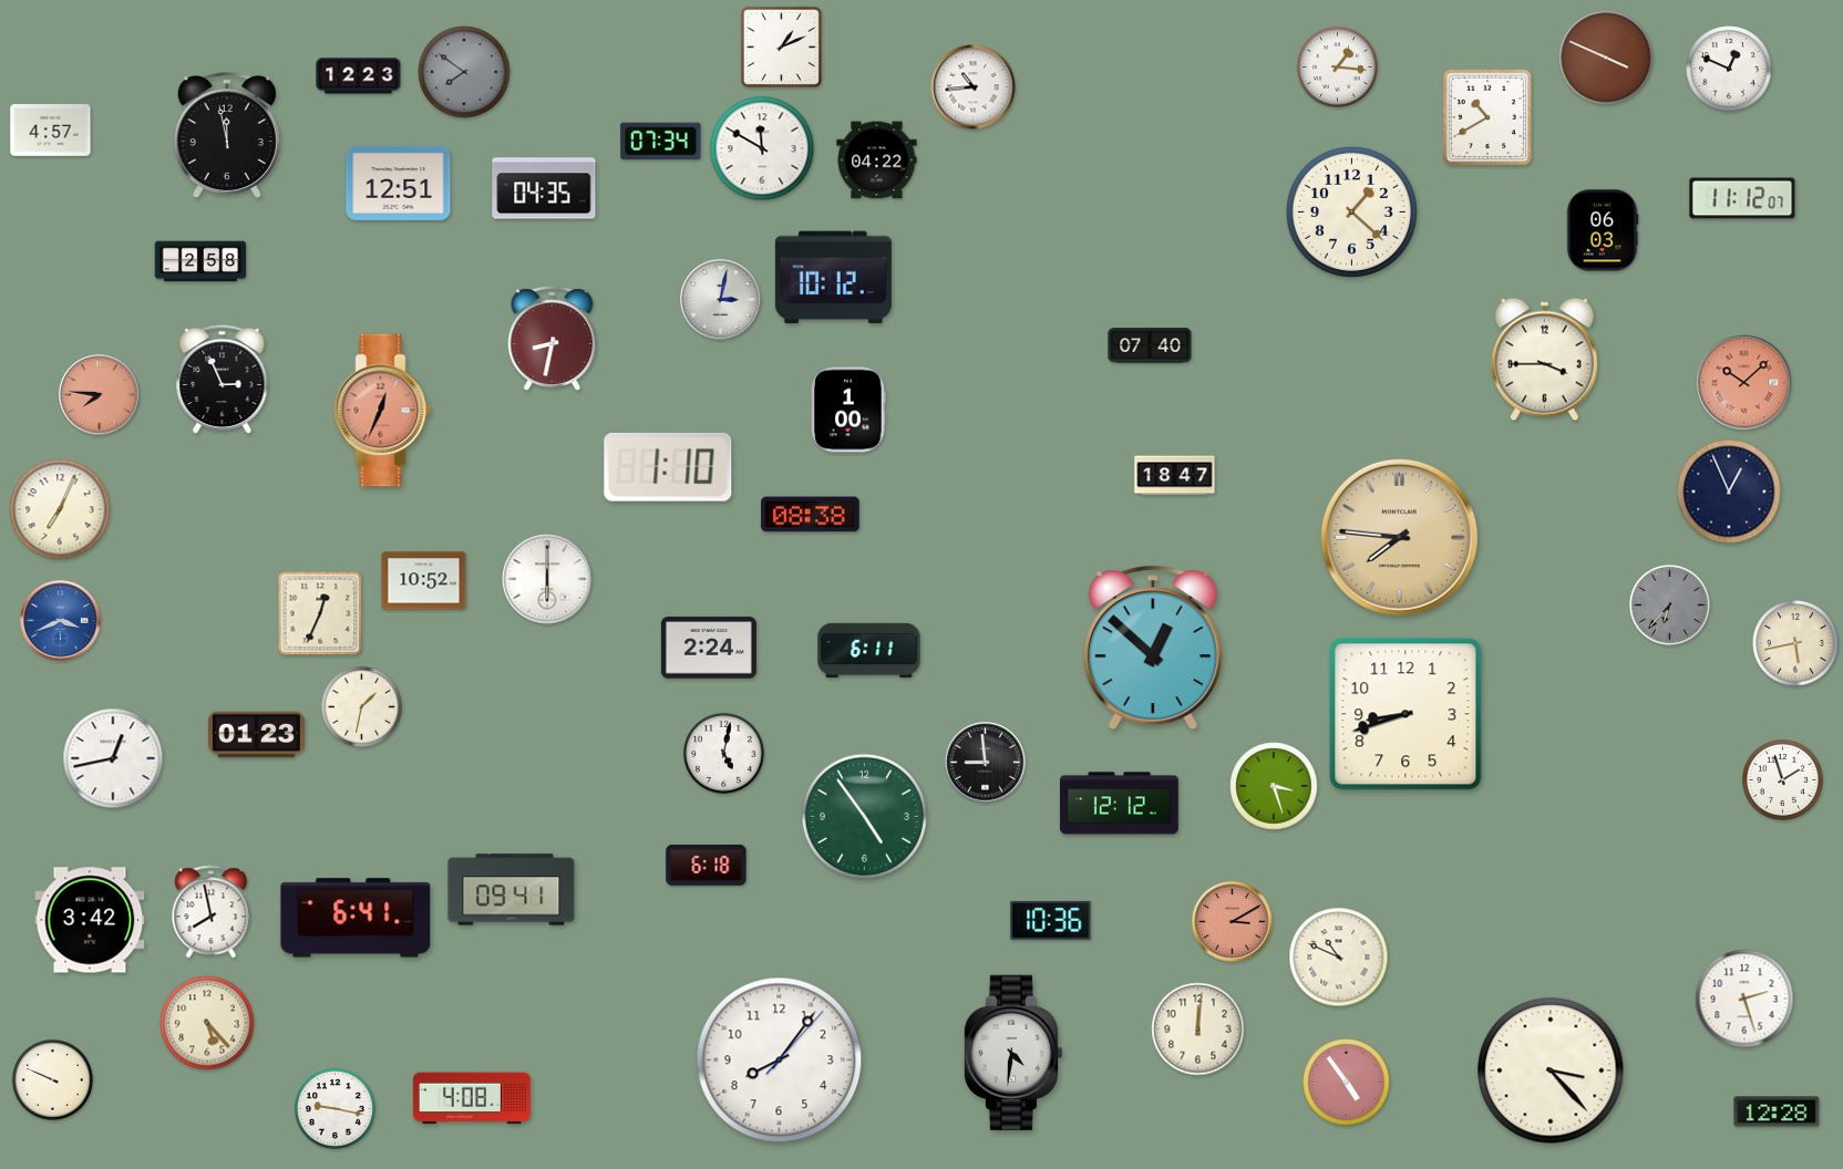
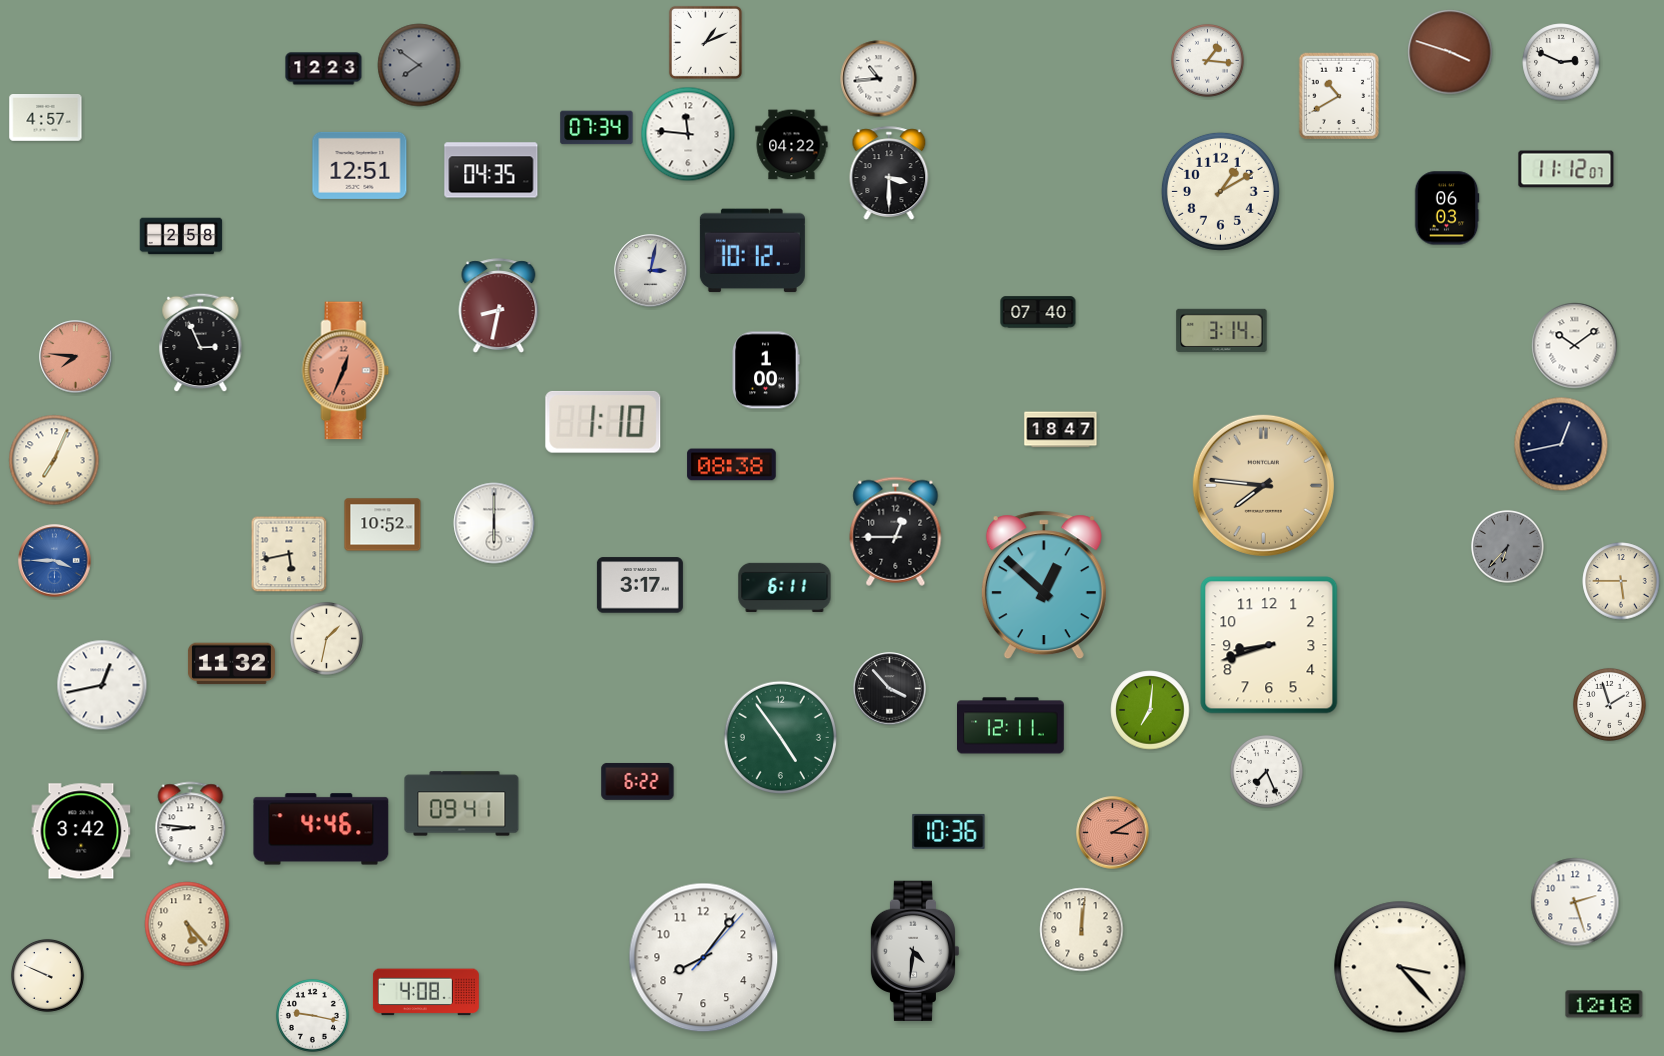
clock at (1606, 58): 3:49 -> 3:48
clock at (1729, 69): 12:49 -> 2:49
clock at (1487, 117) position: (1487, 117) -> (1339, 96)
clock at (227, 136): 11:58 -> none
clock at (762, 148): 11:50 -> 11:46
clock at (889, 173): none -> 3:30
clock at (1742, 198) position: (1742, 198) -> (1566, 169)
clock at (1351, 211): 1:22 -> 1:10
clock at (1545, 360): 3:45 -> none
clock at (1222, 330): none -> 3:14
clock at (1744, 383): 10:08 -> 10:09
clock at (1744, 383) dial: salmon -> white
clock at (100, 395) position: (100, 395) -> (76, 357)
clock at (1729, 492): 12:56 -> 12:43
clock at (896, 531): none -> 12:45
clock at (320, 613): 12:34 -> 5:43
clock at (61, 621): 3:41 -> 3:45
clock at (1795, 643): 5:43 -> 5:45
clock at (709, 648): 2:24 -> 3:17
clock at (1153, 648) position: (1153, 648) -> (1044, 585)
clock at (256, 735): 01:23 -> 11:32
clock at (723, 753): 5:02 -> none
clock at (986, 763): 8:59 -> 3:53
clock at (1274, 786): 3:27 -> 7:01
clock at (1120, 804): 12:12 -> 12:11
clock at (1266, 771): none -> 7:26
clock at (707, 865): 6:18 -> 6:22
clock at (212, 912): 7:58 -> 8:46
clock at (356, 918): 6:41 -> 4:46
clock at (1339, 958): 10:49 -> none
clock at (1347, 1083): 4:54 -> none
clock at (334, 1108) position: (334, 1108) -> (312, 1015)
clock at (1777, 1111): 12:28 -> 12:18
